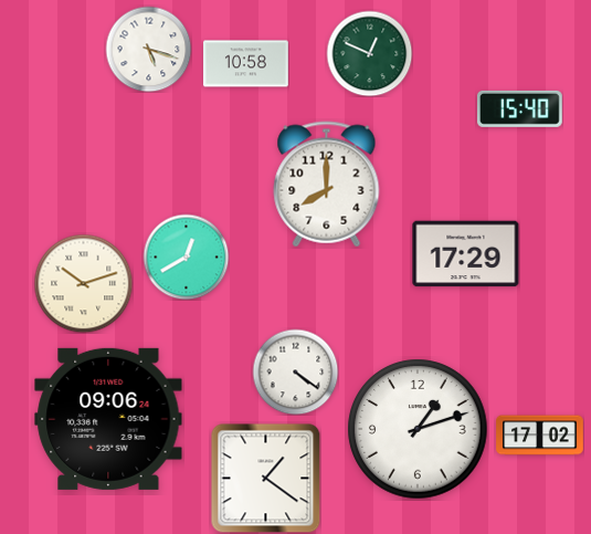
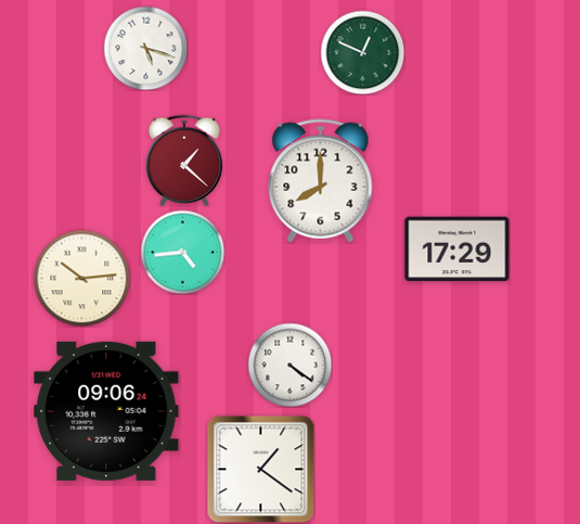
clock at (246, 64): 10:58 -> none
clock at (519, 108): 15:40 -> none
clock at (184, 161): none -> 1:22
clock at (186, 256): 12:40 -> 4:44
clock at (83, 283): 10:12 -> 10:14
clock at (418, 429): 1:12 -> none
clock at (540, 436): 17:02 -> none
